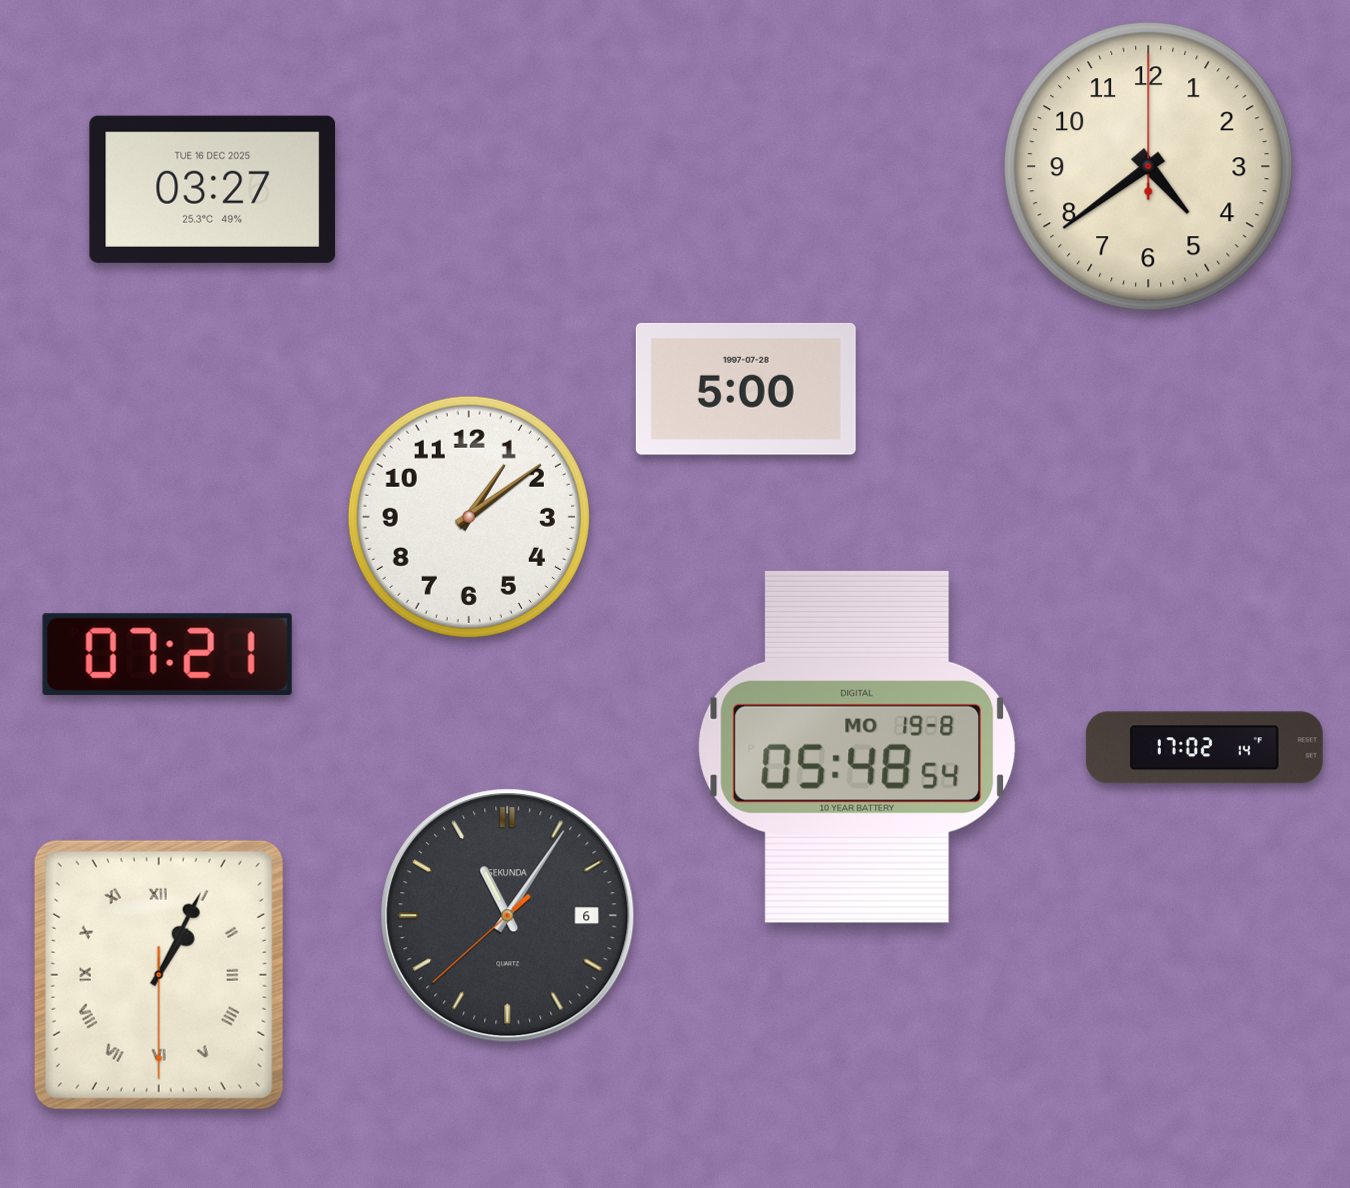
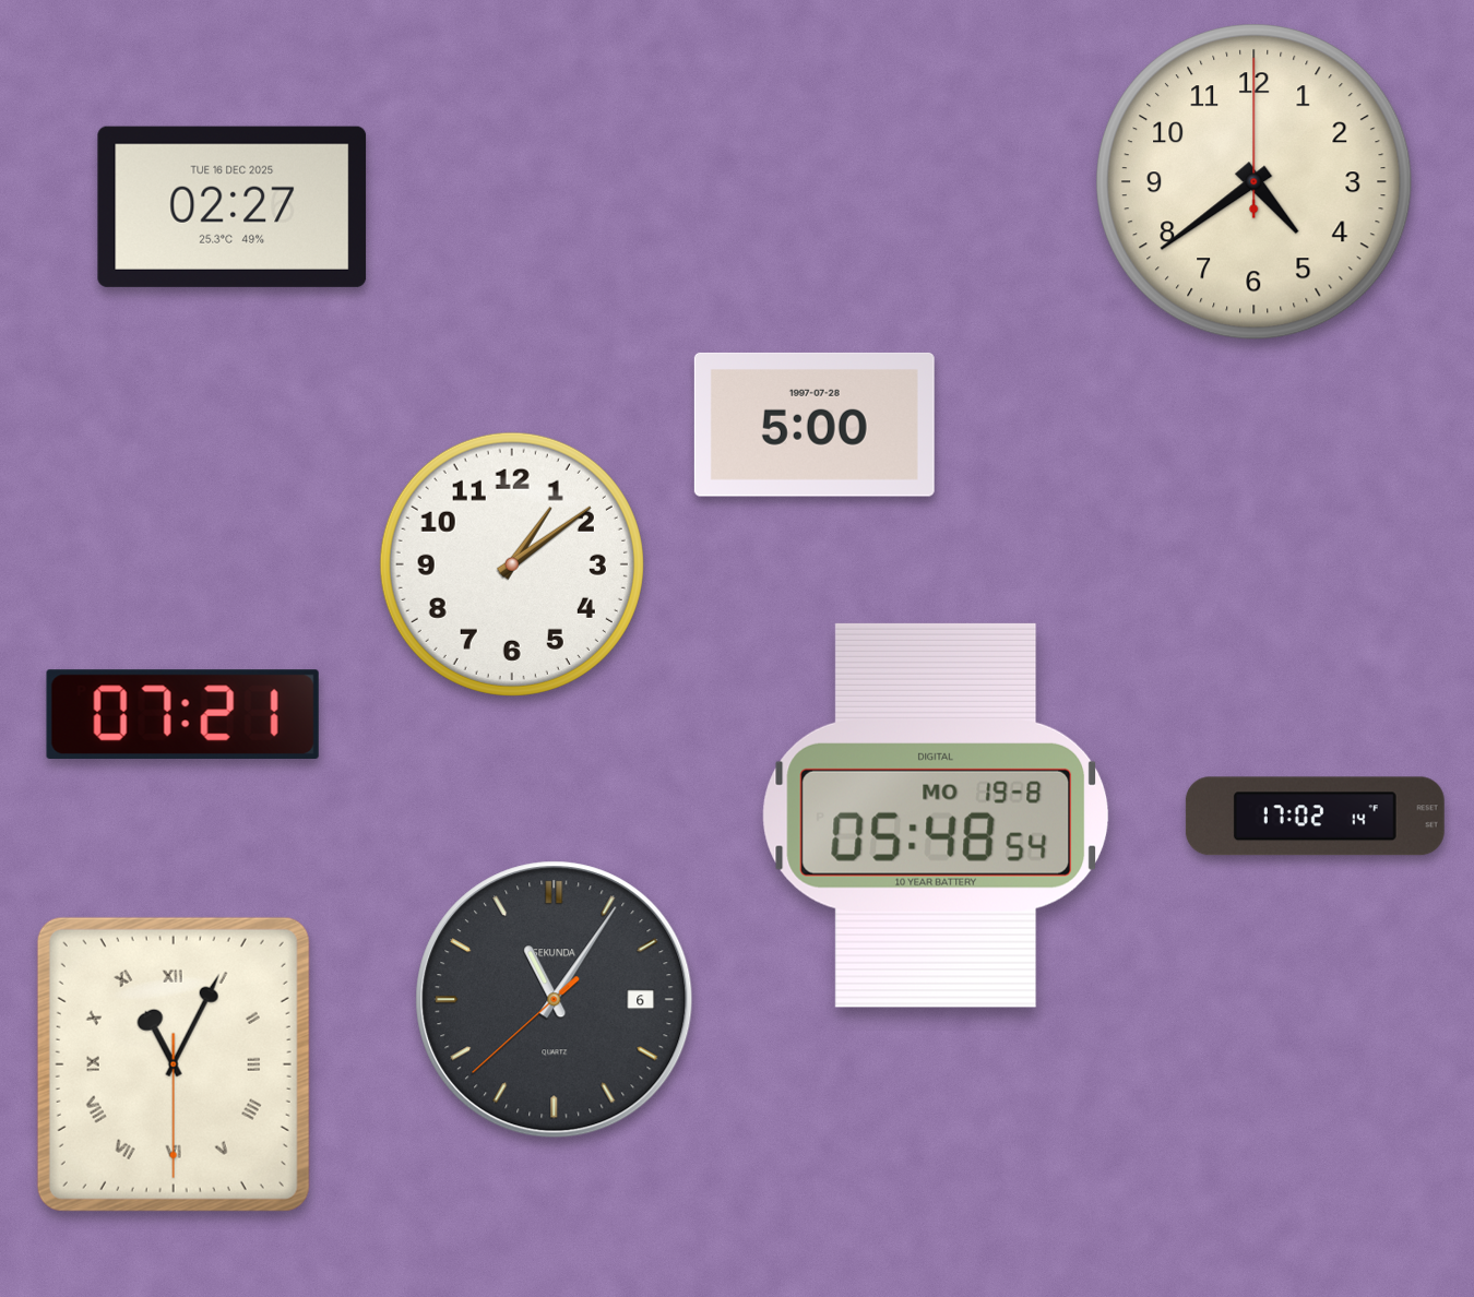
clock at (213, 189): 03:27 -> 02:27
clock at (159, 975): 1:04 -> 11:04
